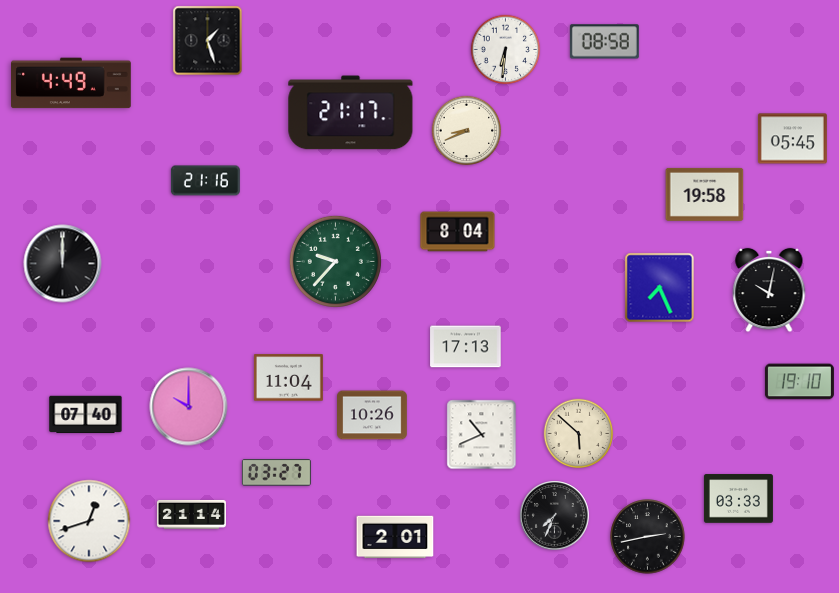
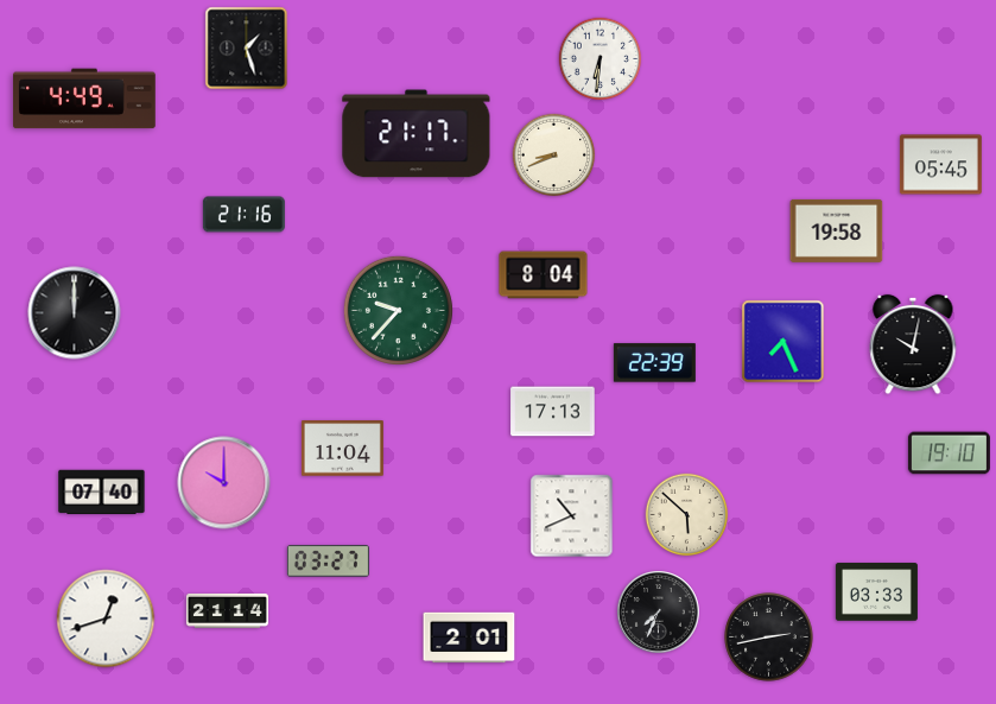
clock at (604, 42): 08:58 -> none
clock at (654, 363): none -> 22:39
clock at (373, 415): 10:26 -> none
